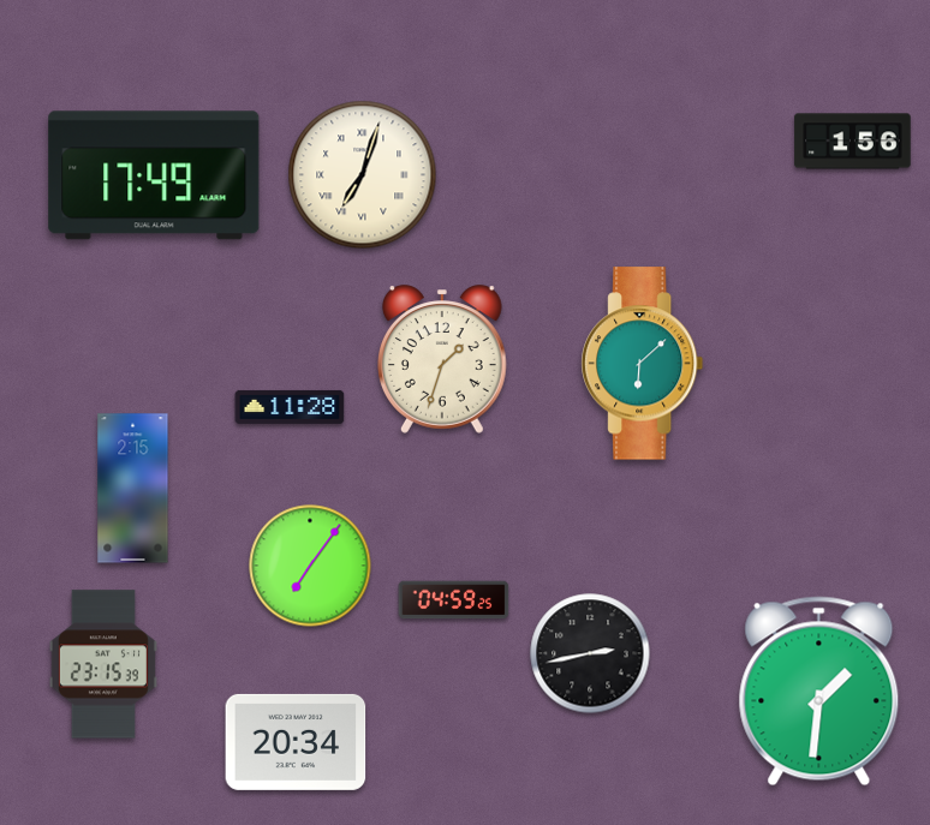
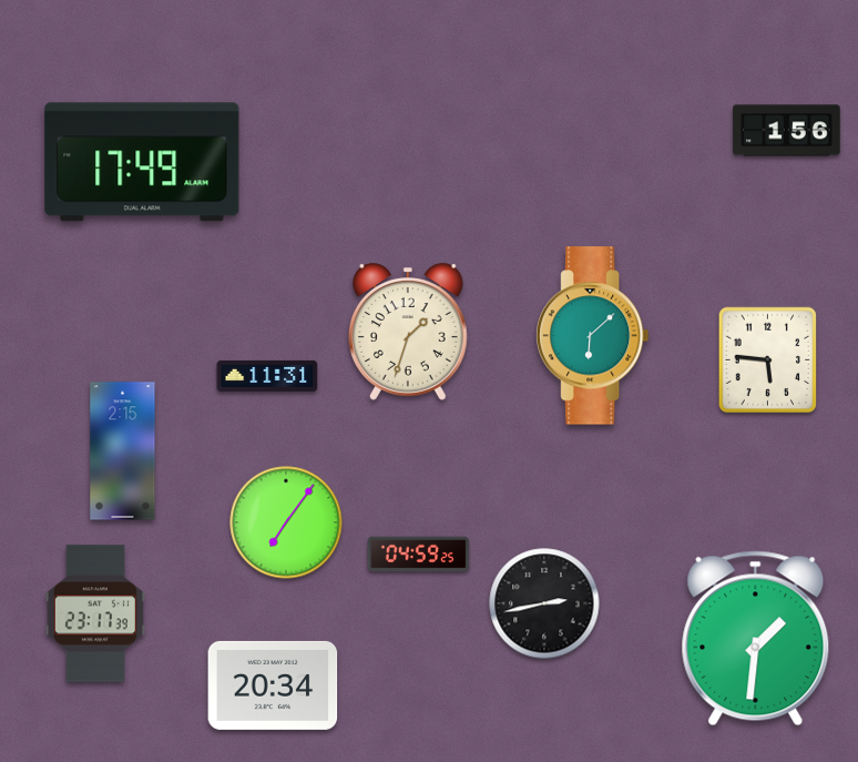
clock at (363, 175): 7:03 -> none
clock at (768, 360): none -> 5:46
clock at (290, 407): 11:28 -> 11:31
clock at (103, 664): 23:15 -> 23:17
